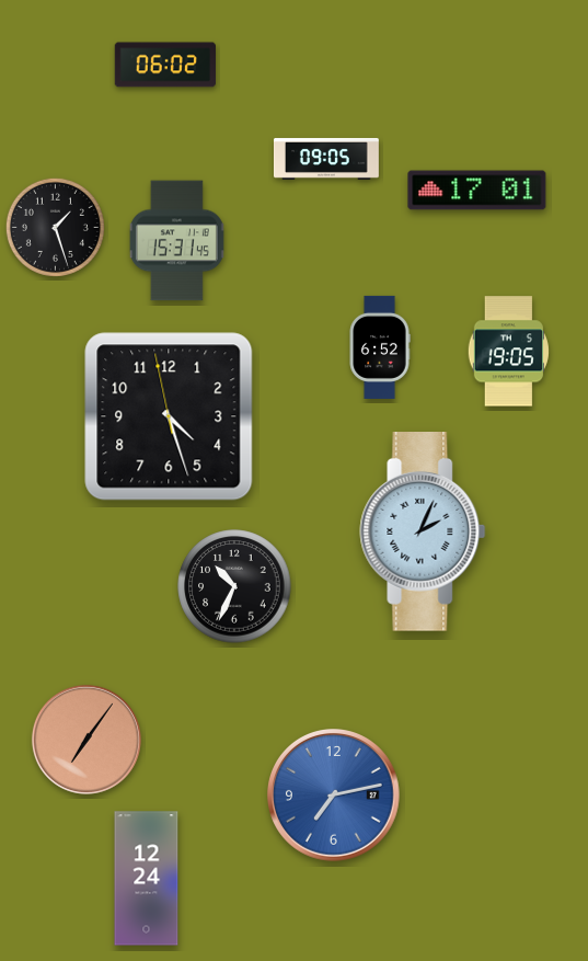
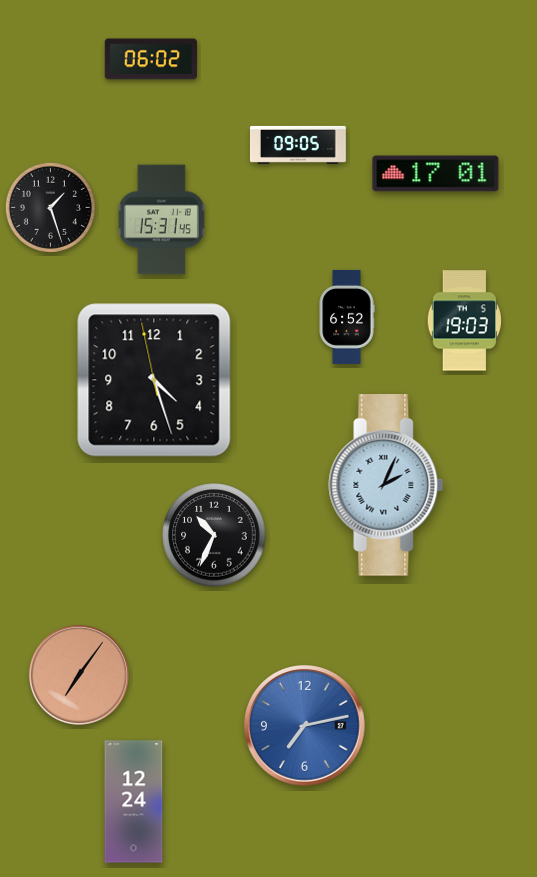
clock at (508, 352): 19:05 -> 19:03
